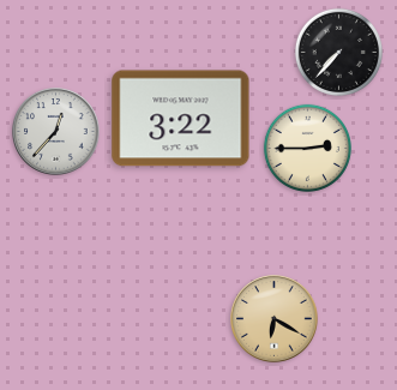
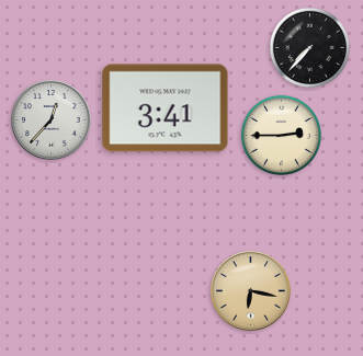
clock at (181, 119): 3:22 -> 3:41
clock at (275, 319): 6:20 -> 6:17
